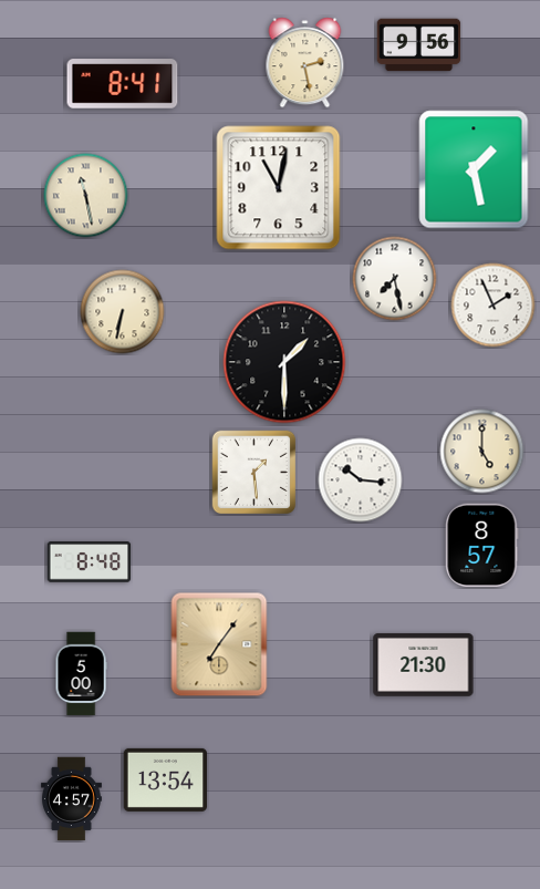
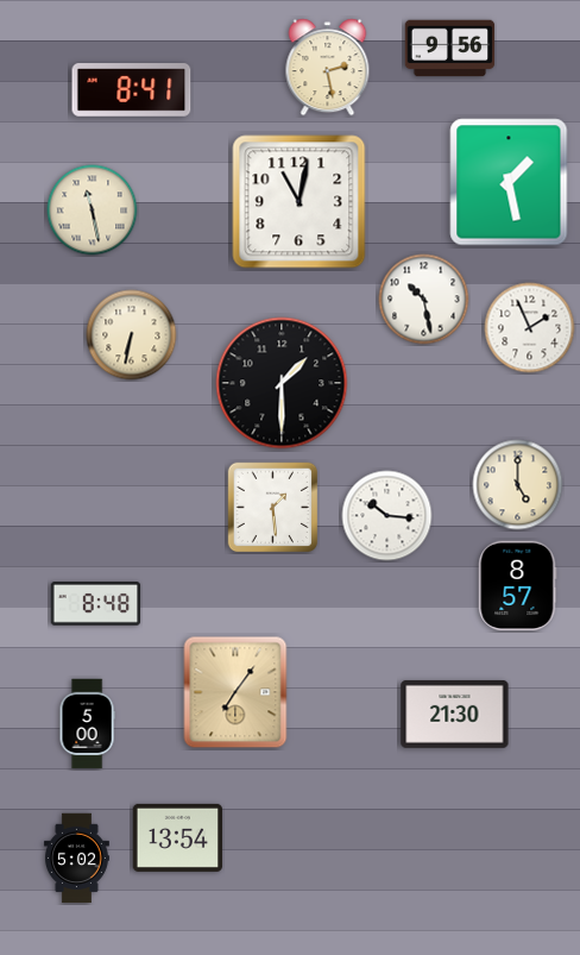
clock at (395, 279): 7:28 -> 10:28
clock at (284, 362) position: (284, 362) -> (282, 383)
clock at (71, 799): 4:57 -> 5:02
